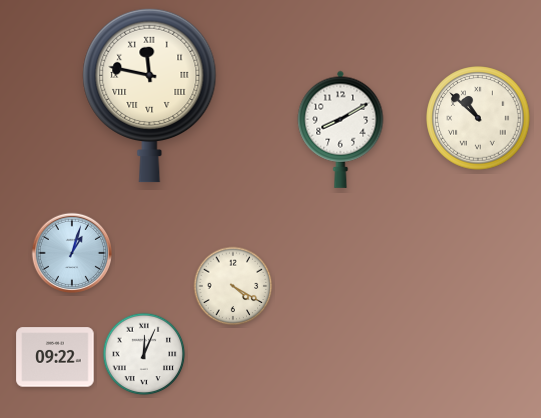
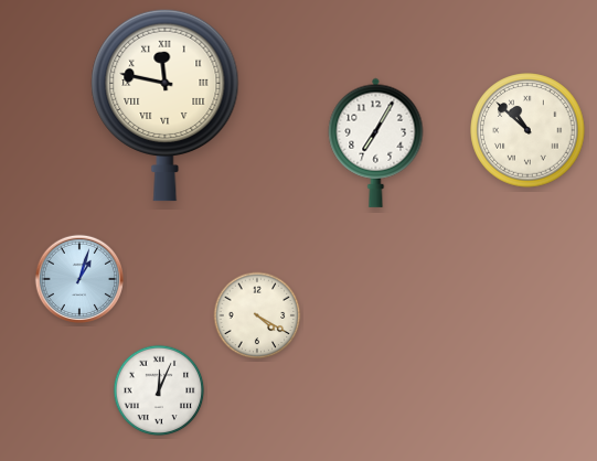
clock at (341, 129): 8:10 -> 7:05
clock at (55, 357): 09:22 -> none
